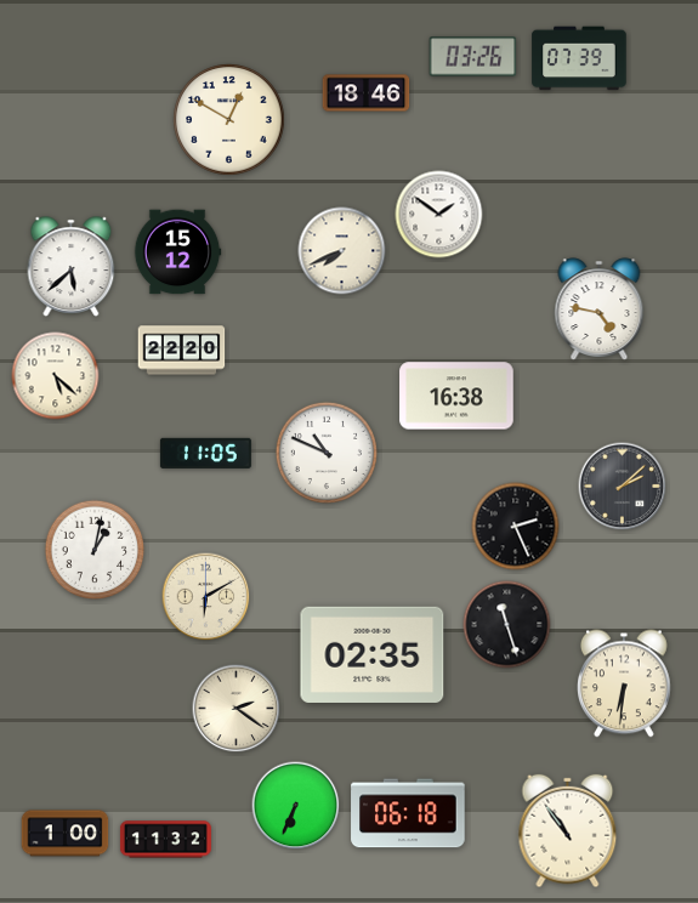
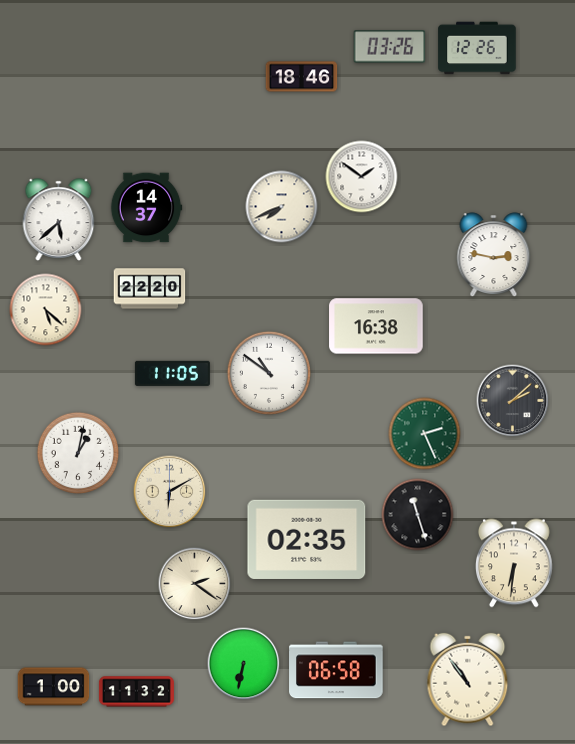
clock at (579, 58): 07:39 -> 12:26
clock at (229, 120): 12:50 -> none
clock at (177, 252): 15:12 -> 14:37
clock at (600, 308): 4:47 -> 2:47
clock at (325, 451): 10:49 -> 10:51
clock at (205, 453) position: (205, 453) -> (172, 373)
clock at (516, 527) dial: black -> green
clock at (296, 806): 6:34 -> 6:32
clock at (408, 813): 06:18 -> 06:58
clock at (568, 831) position: (568, 831) -> (468, 680)
